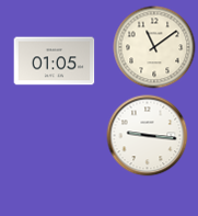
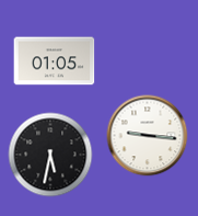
clock at (154, 47): 11:09 -> none
clock at (50, 155): none -> 5:32
